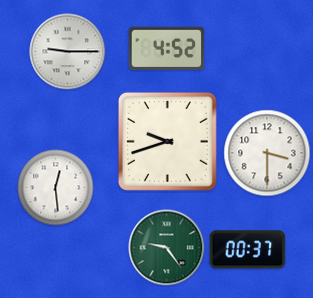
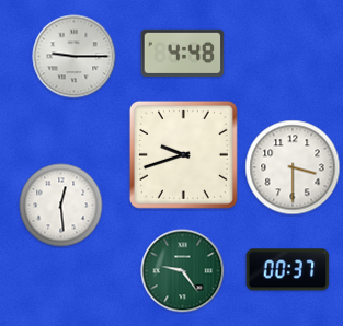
clock at (167, 49): 4:52 -> 4:48
clock at (248, 250) position: (248, 250) -> (288, 270)
